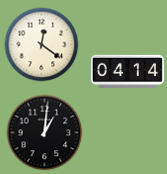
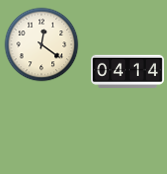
clock at (45, 133): 1:01 -> none
